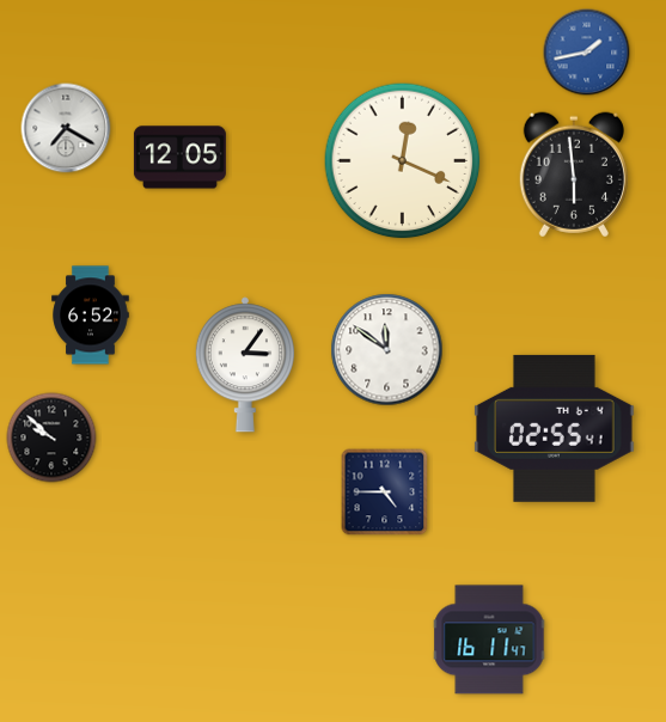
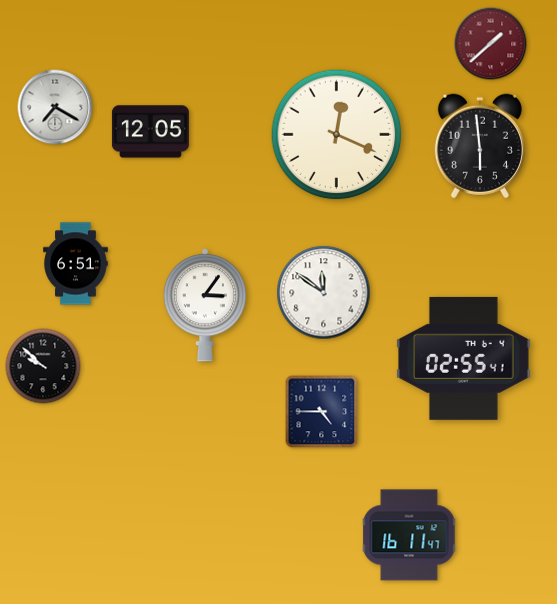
clock at (587, 53): 1:43 -> 1:38
clock at (587, 53) dial: blue -> burgundy
clock at (91, 316): 6:52 -> 6:51
